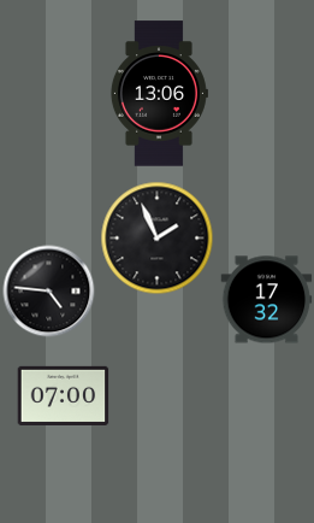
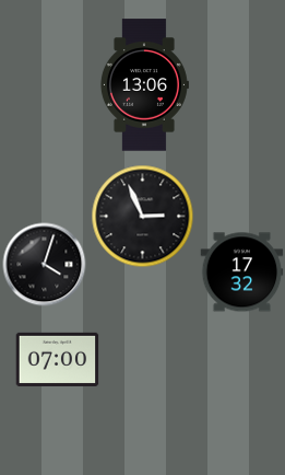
clock at (158, 239): 1:56 -> 2:56
clock at (49, 292): 4:46 -> 4:03
